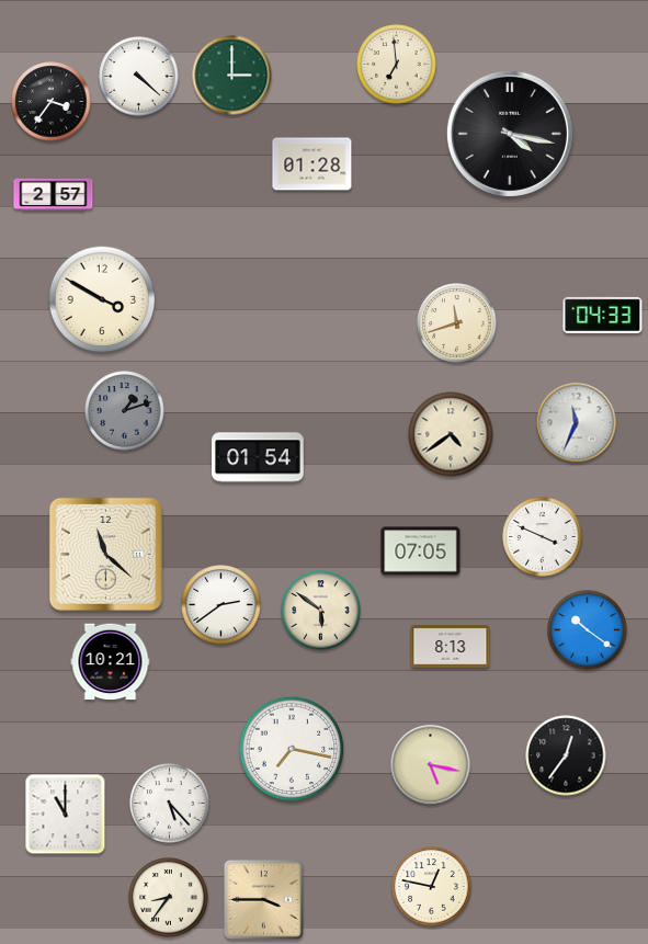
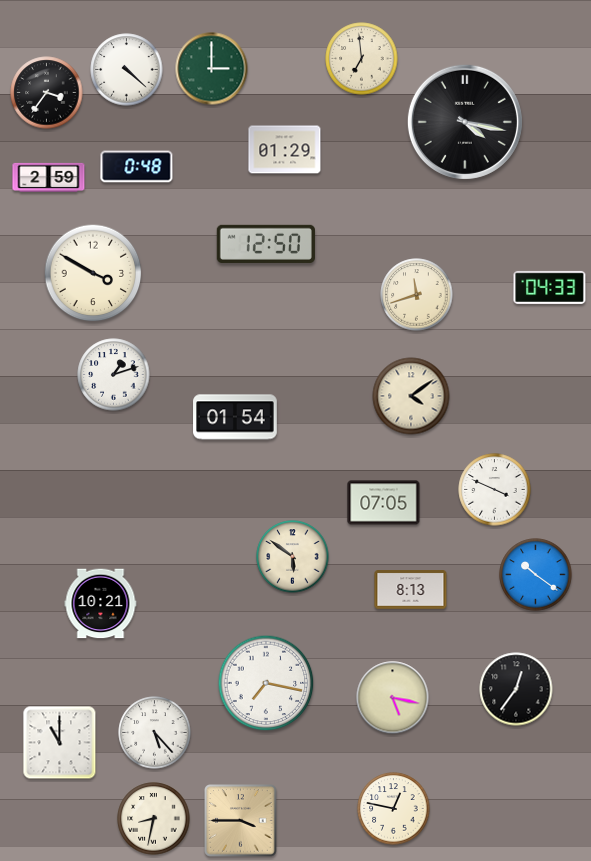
clock at (312, 164): 01:28 -> 01:29
clock at (137, 167): none -> 0:48
clock at (54, 194): 2:57 -> 2:59
clock at (266, 244): none -> 12:50
clock at (125, 411) dial: grey -> white
clock at (577, 423): 11:34 -> none
clock at (451, 434): 4:39 -> 4:09
clock at (105, 554): 11:22 -> none
clock at (221, 605): 2:39 -> none
clock at (169, 898): 8:36 -> 8:32
